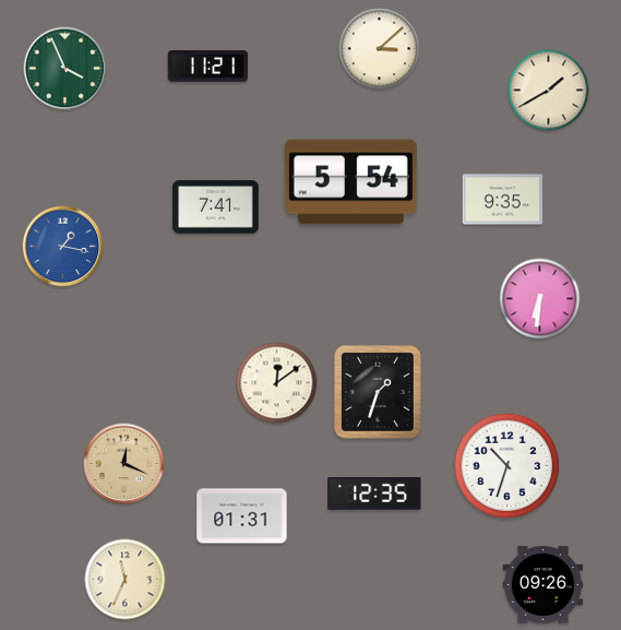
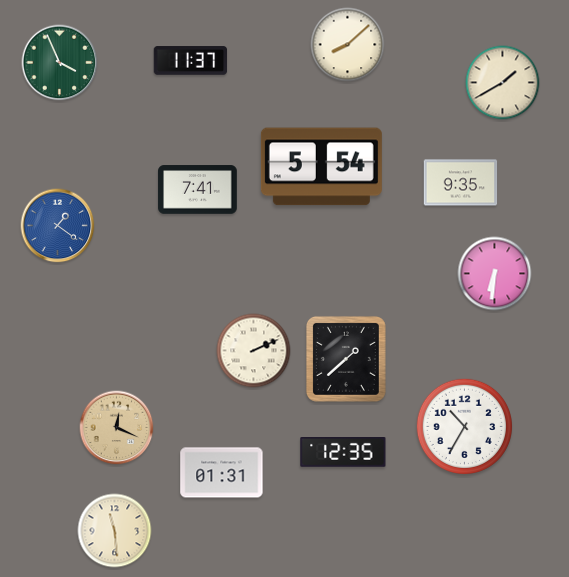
clock at (380, 49): 3:08 -> 8:08
clock at (208, 67): 11:21 -> 11:37
clock at (63, 247): 1:17 -> 1:21
clock at (277, 383): 12:09 -> 2:11
clock at (378, 392): 1:33 -> 1:38
clock at (124, 464) position: (124, 464) -> (117, 428)
clock at (506, 465): 10:33 -> 10:35
clock at (126, 580): 11:34 -> 11:29
clock at (544, 585): 09:26 -> none
